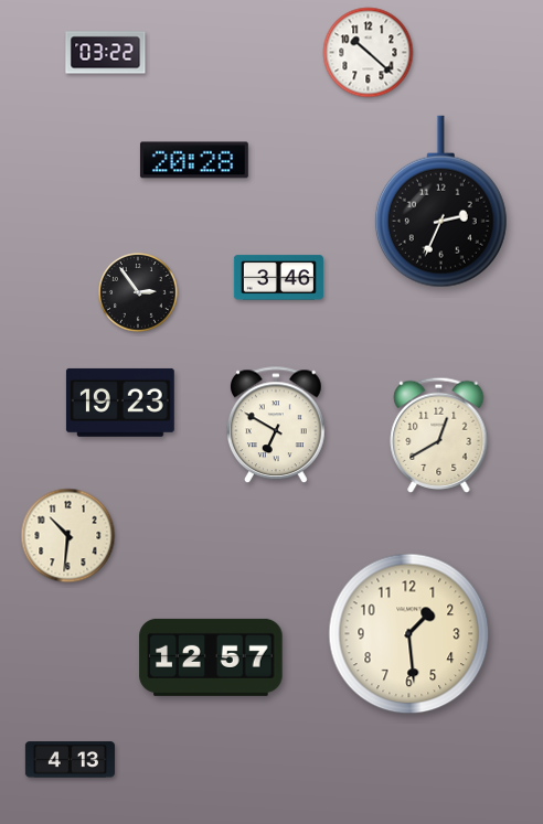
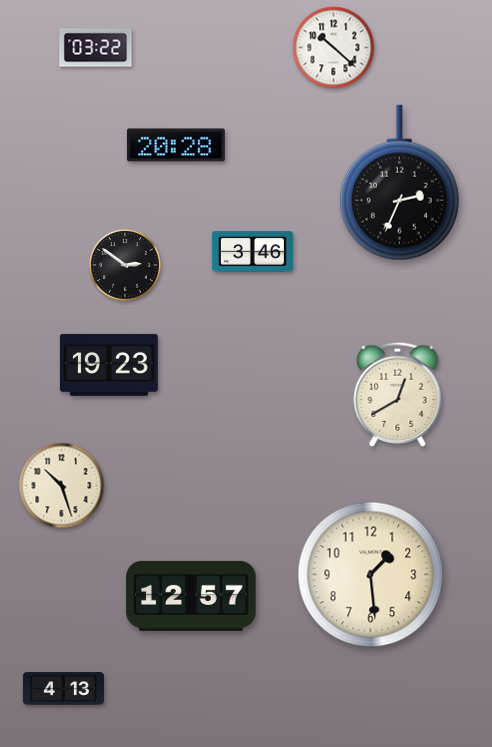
clock at (139, 293): 2:54 -> 2:51
clock at (277, 426): 6:50 -> none
clock at (68, 536): 10:31 -> 10:27
